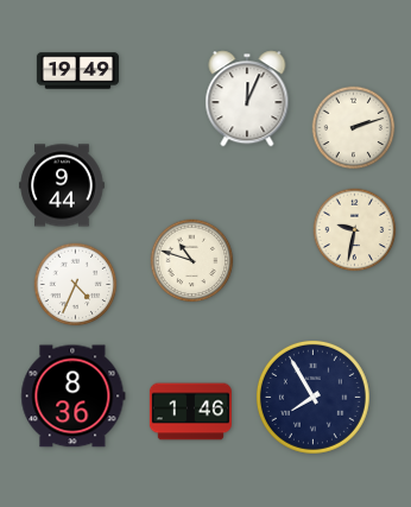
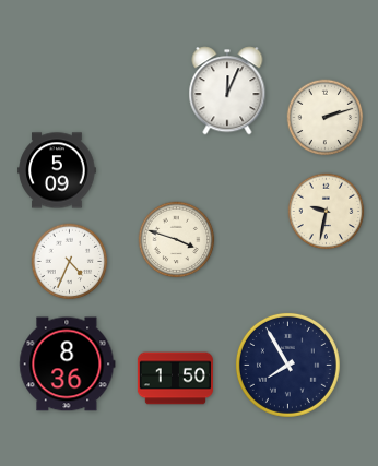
clock at (77, 71): 19:49 -> none
clock at (62, 185): 9:44 -> 5:09
clock at (192, 261): 10:48 -> 3:48
clock at (190, 412): 1:46 -> 1:50
